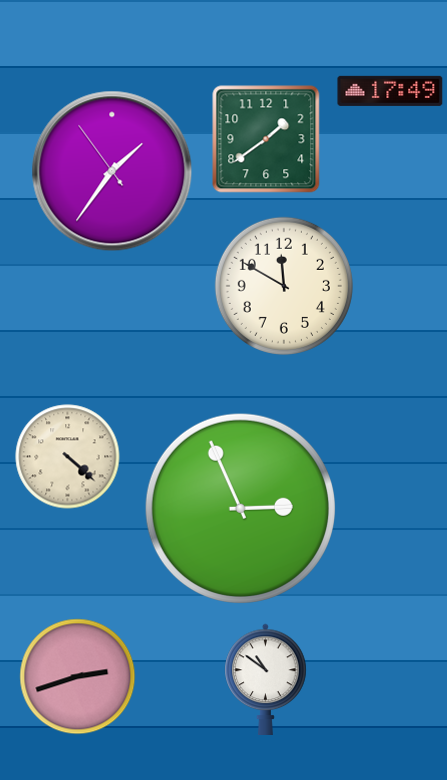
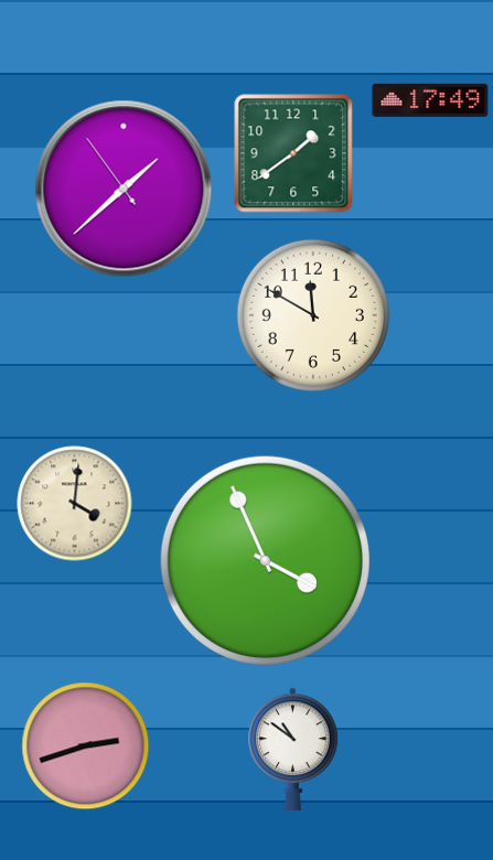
clock at (112, 171): 1:35 -> 1:37
clock at (68, 457): 4:22 -> 4:01
clock at (240, 508): 2:56 -> 3:56
